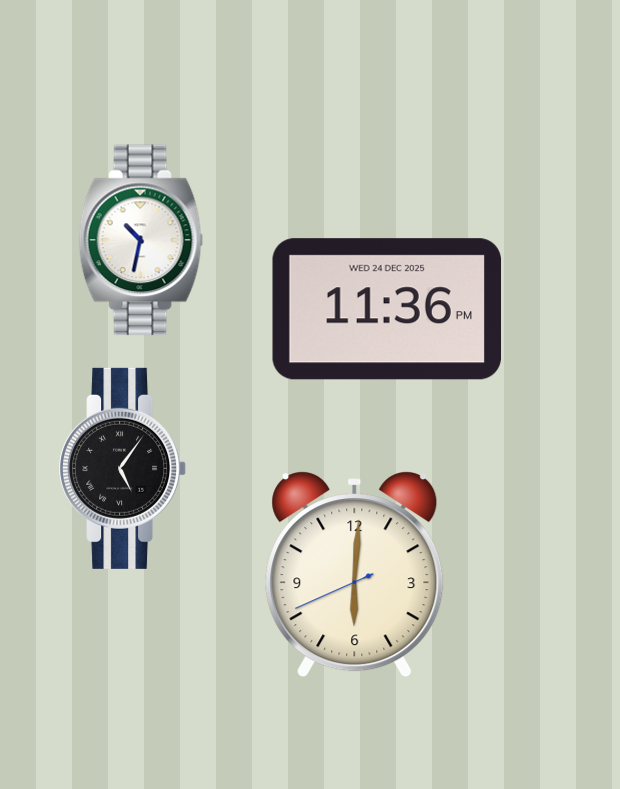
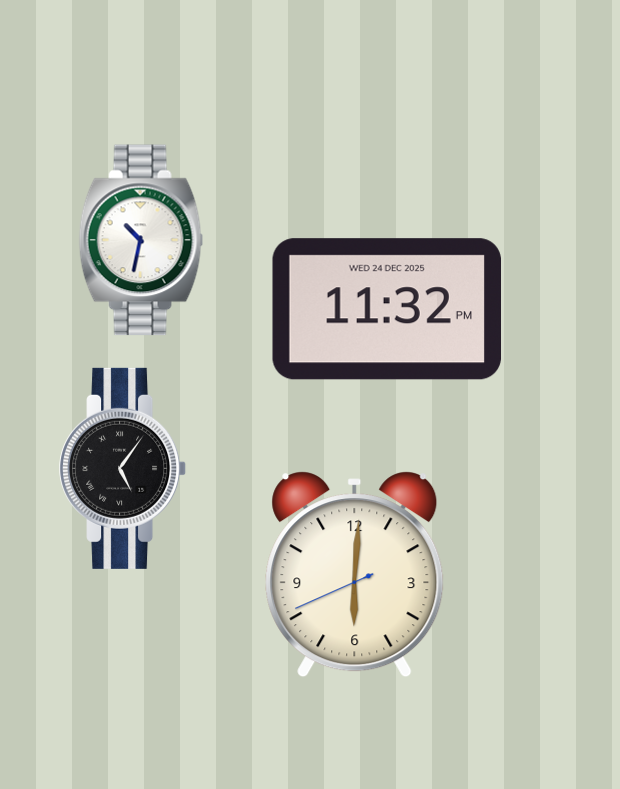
clock at (386, 309): 11:36 -> 11:32
